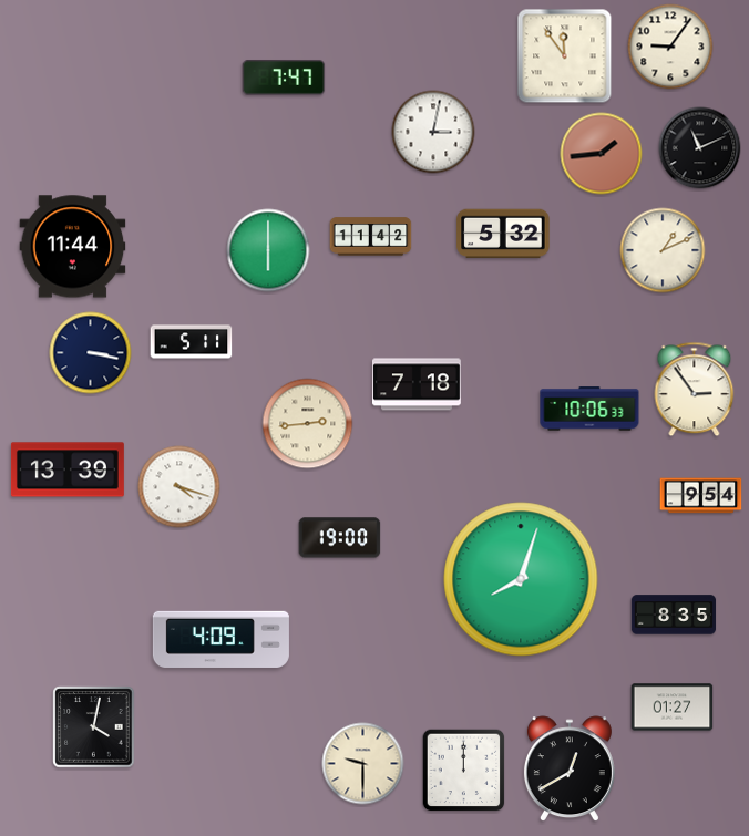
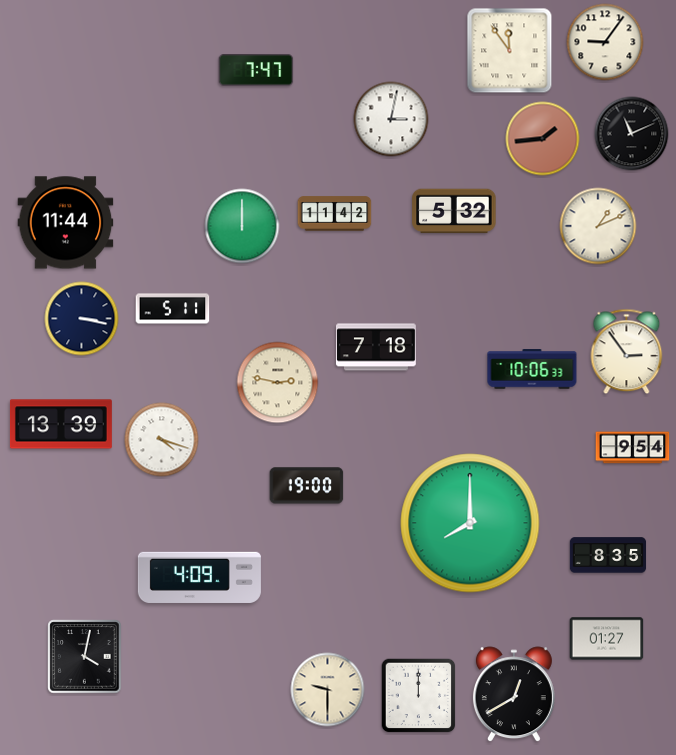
clock at (268, 250): 6:00 -> 12:00
clock at (308, 424): 2:44 -> 2:47
clock at (521, 579): 8:03 -> 8:00
